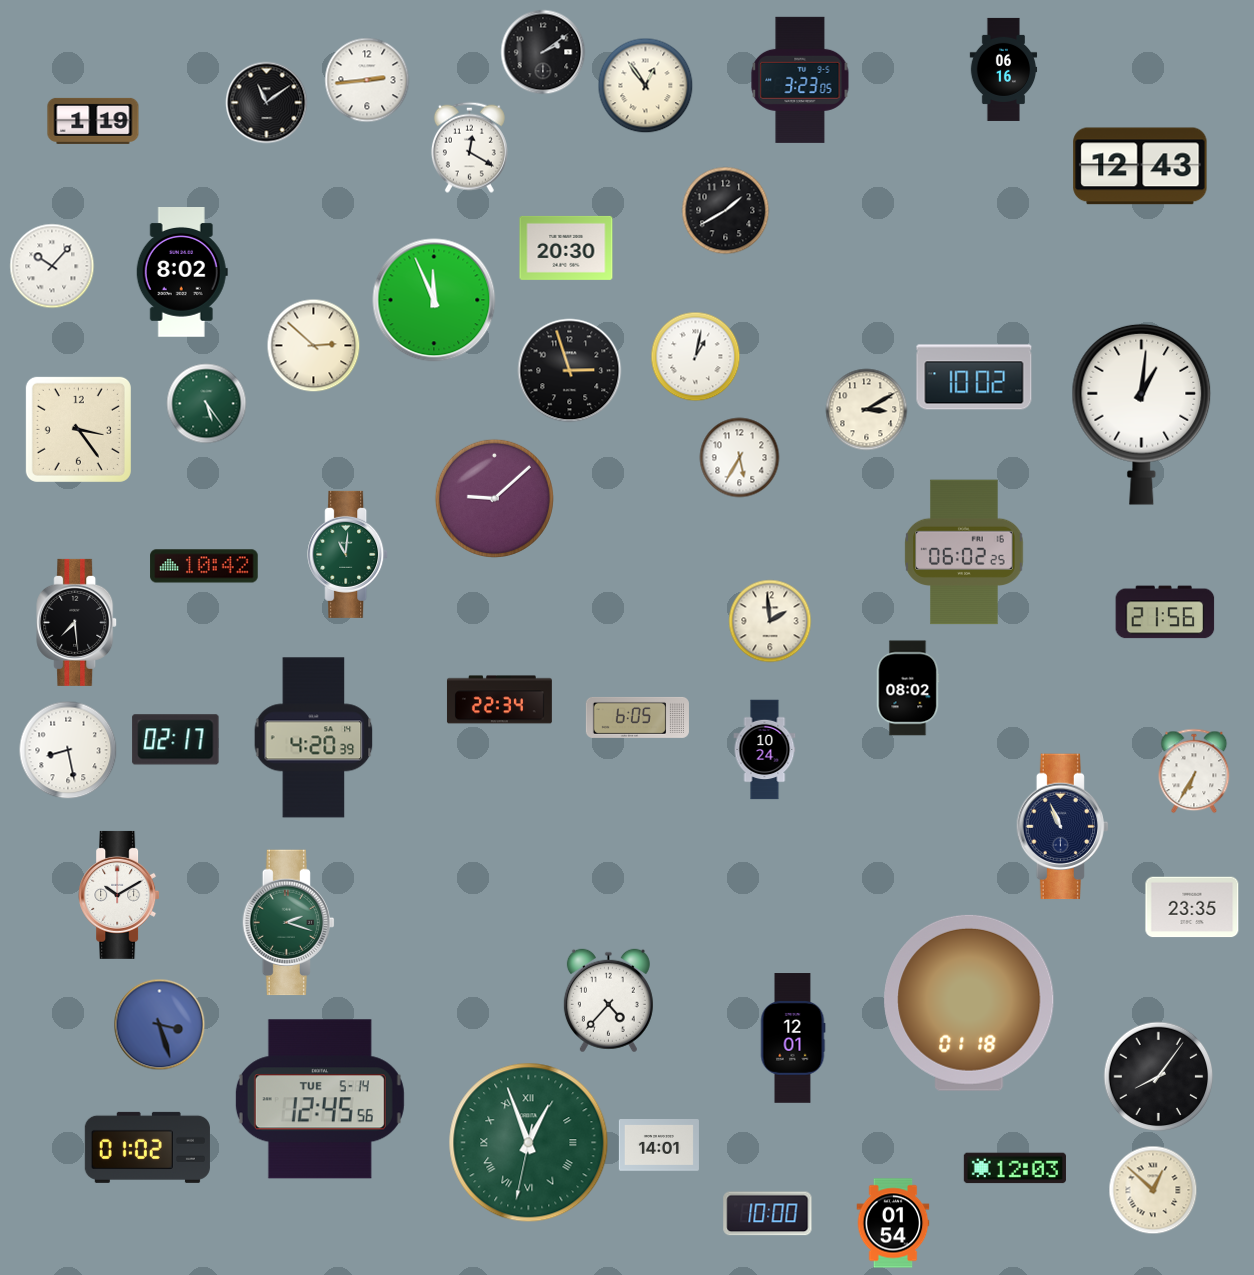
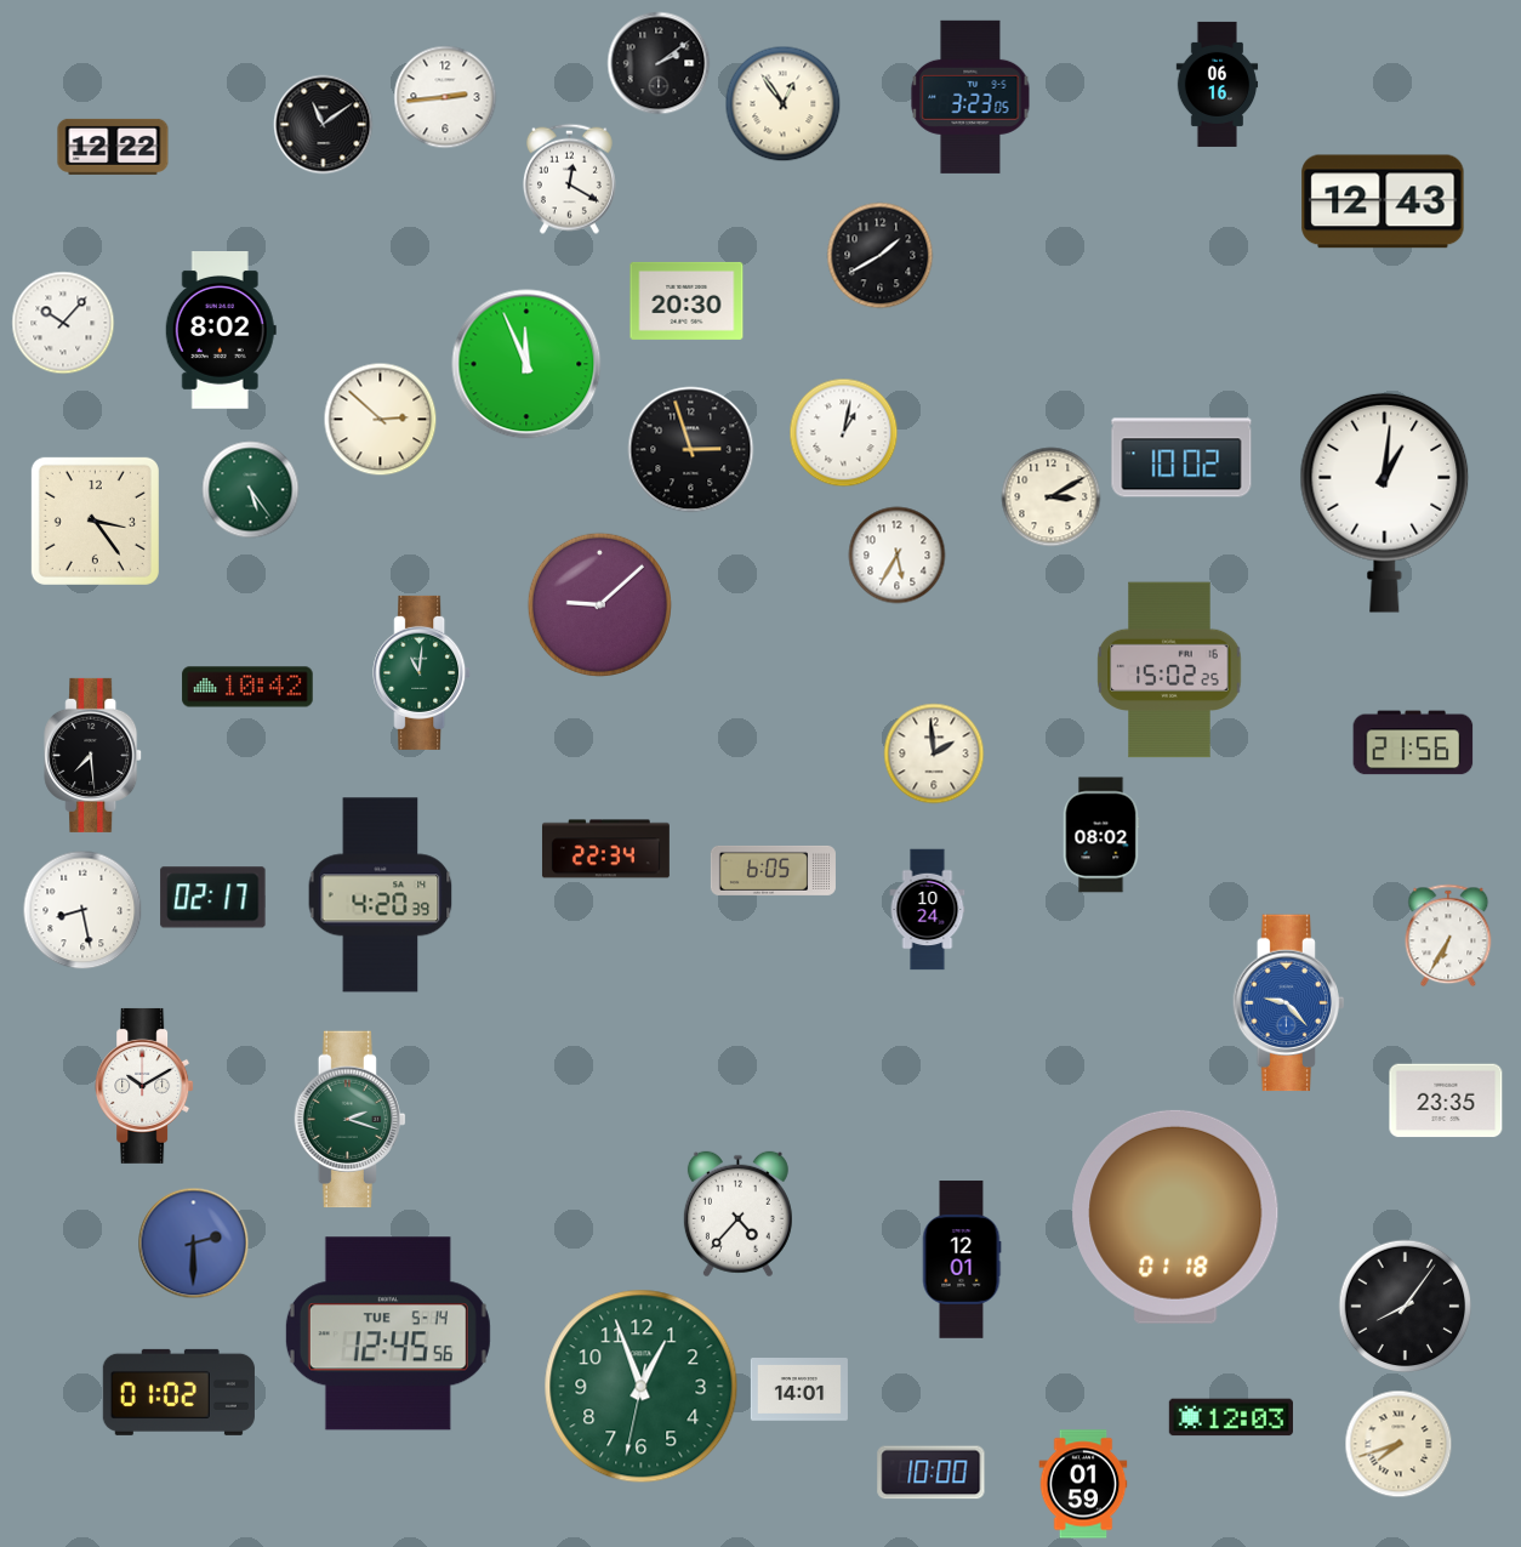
clock at (93, 121): 1:19 -> 12:22
clock at (964, 552): 06:02 -> 15:02
clock at (1062, 827): 10:56 -> 9:23
clock at (1062, 827) dial: navy -> blue
clock at (160, 1025): 3:27 -> 2:30
clock at (529, 1143) numerals: Roman -> Arabic
clock at (1153, 1190): 12:52 -> 7:42
clock at (893, 1223): 01:54 -> 01:59
